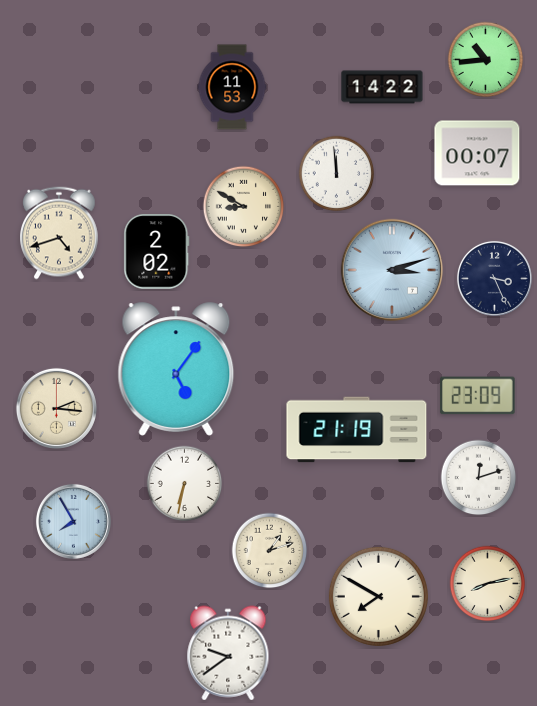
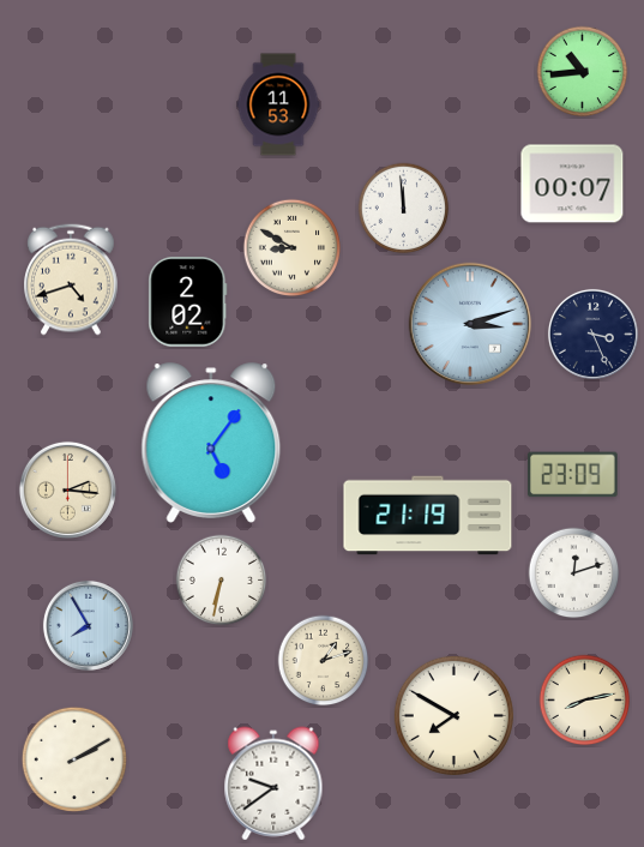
clock at (382, 87): 14:22 -> none
clock at (73, 758): none -> 2:10
